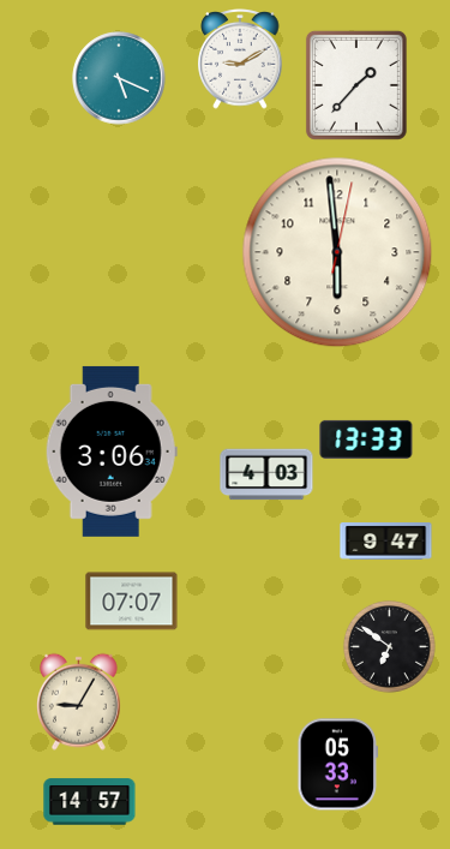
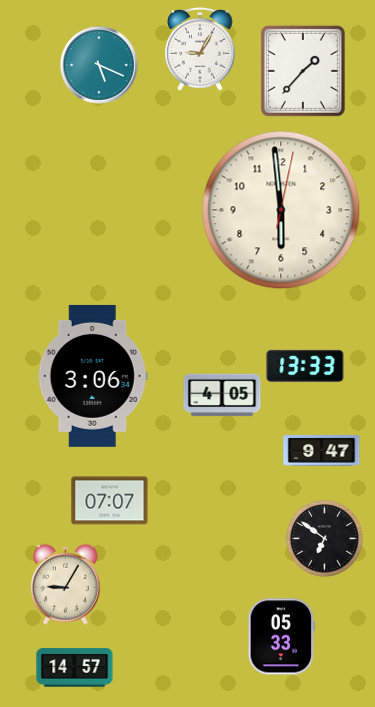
clock at (240, 59): 9:10 -> 9:05
clock at (356, 85) position: (356, 85) -> (303, 71)
clock at (266, 474): 4:03 -> 4:05
